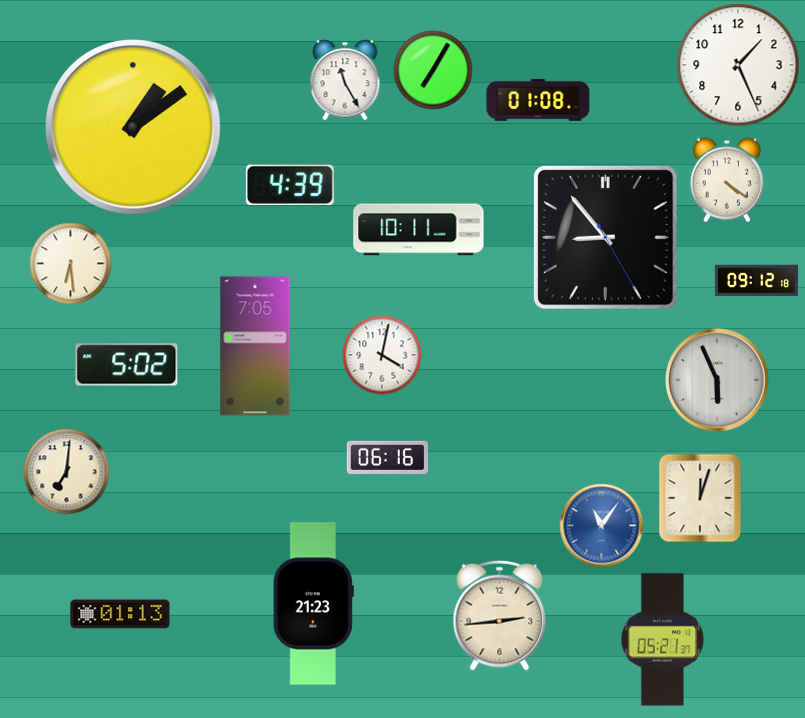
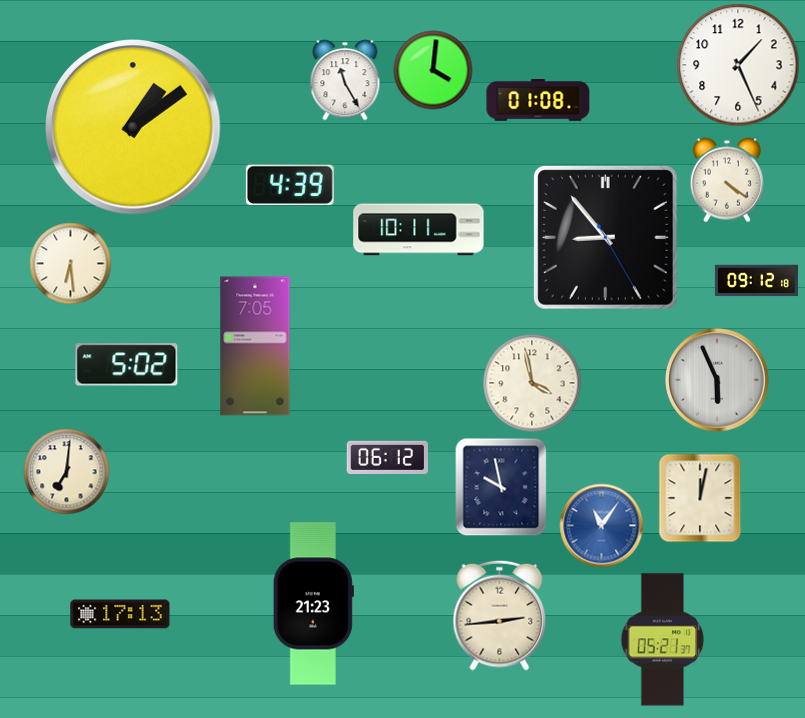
clock at (433, 70): 7:05 -> 4:01
clock at (382, 355): 4:02 -> none
clock at (532, 383): none -> 3:58
clock at (387, 457): 06:16 -> 06:12
clock at (501, 487): none -> 9:58
clock at (700, 498): 12:03 -> 12:02
clock at (120, 614): 01:13 -> 17:13
